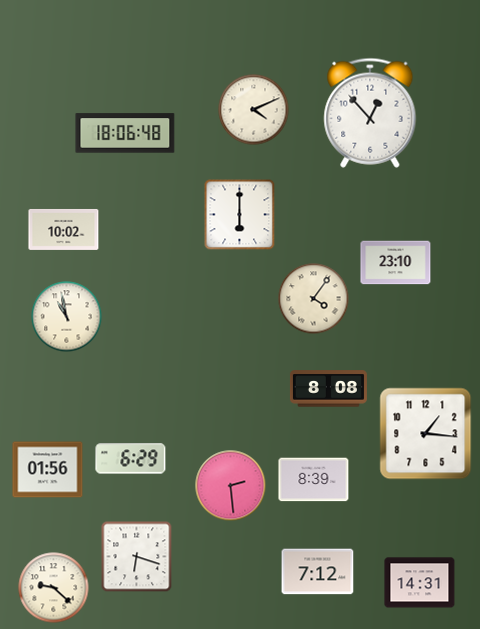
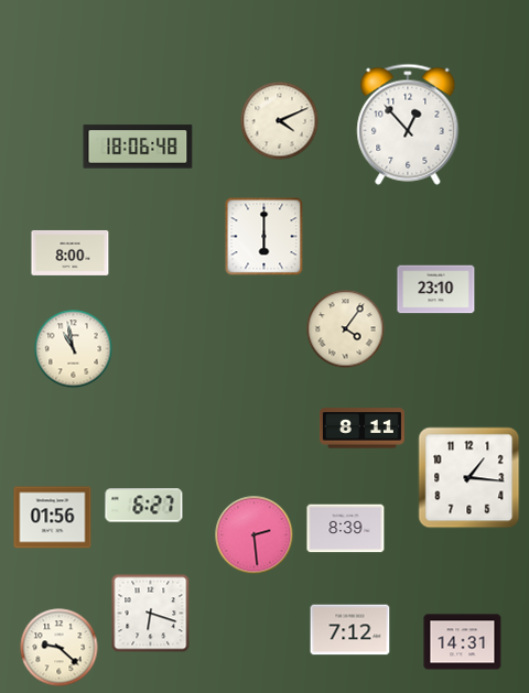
clock at (64, 229): 10:02 -> 8:00
clock at (328, 389): 8:08 -> 8:11
clock at (131, 459): 6:29 -> 6:27
